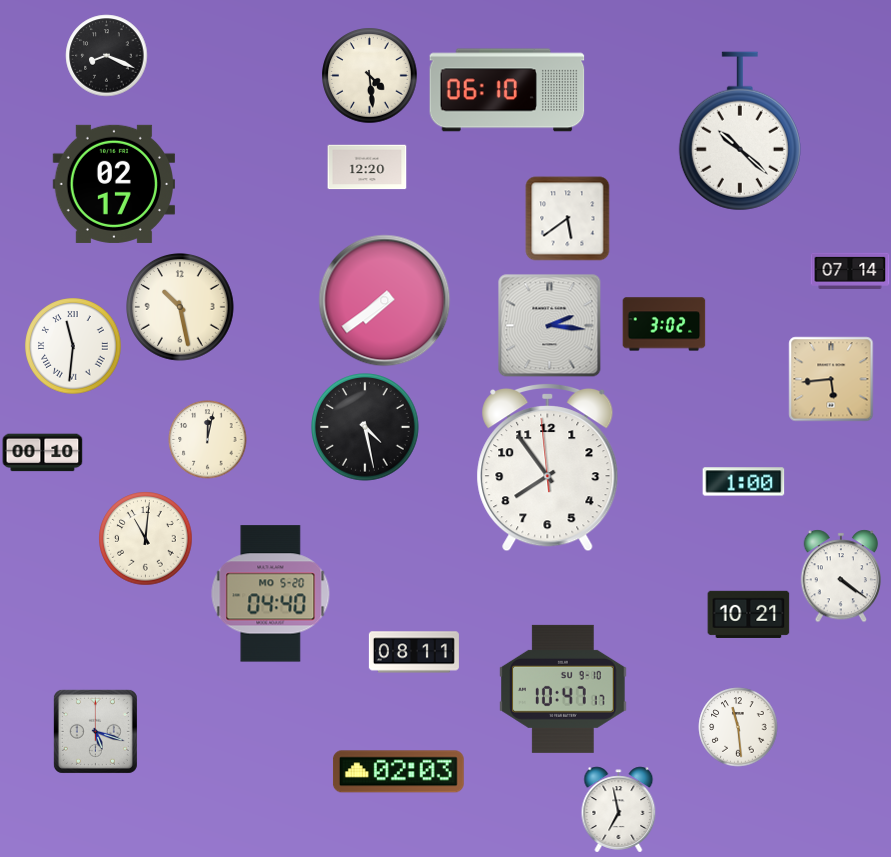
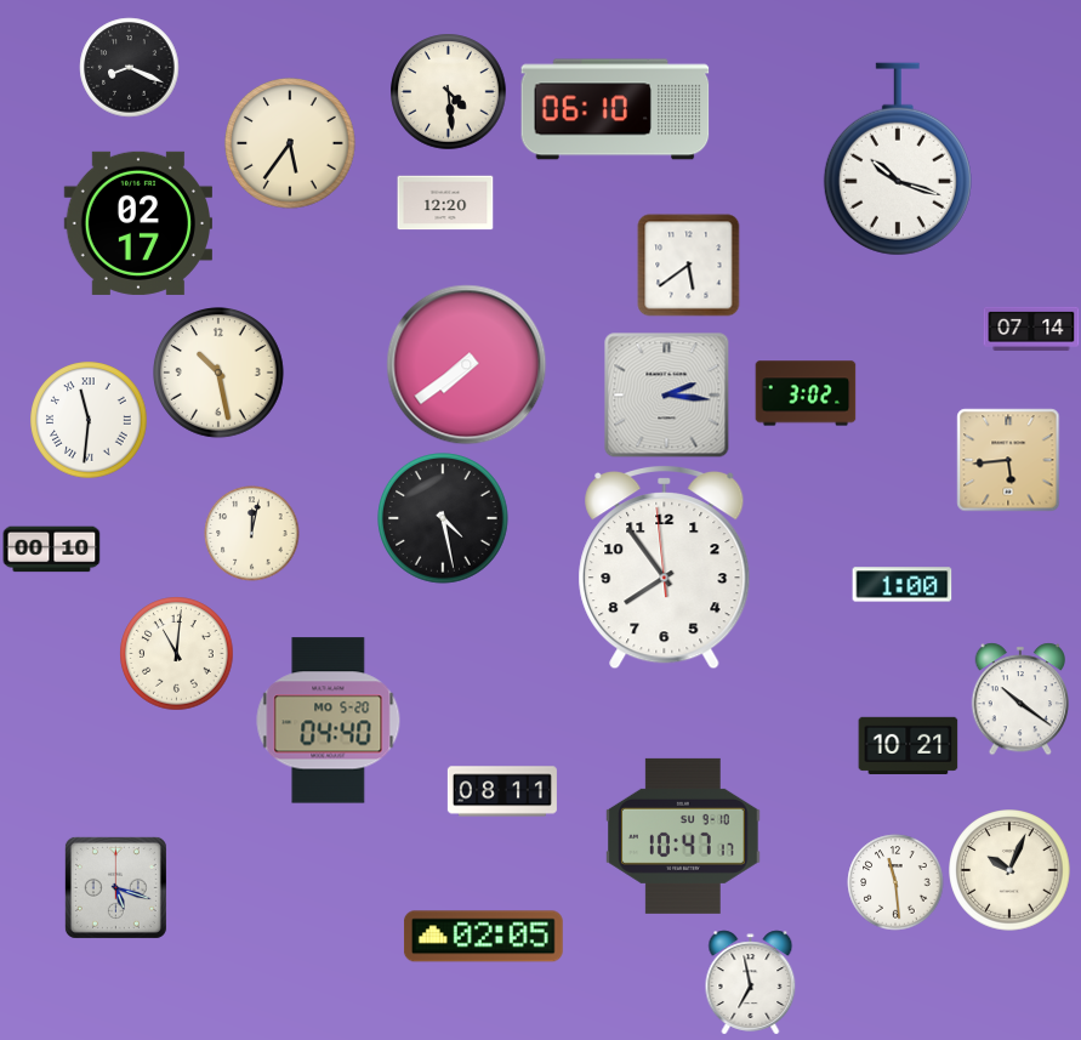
clock at (291, 144): none -> 5:36
clock at (740, 131): 10:22 -> 10:18
clock at (840, 576): 4:21 -> 10:21
clock at (1009, 870): none -> 10:04
clock at (398, 772): 02:03 -> 02:05
